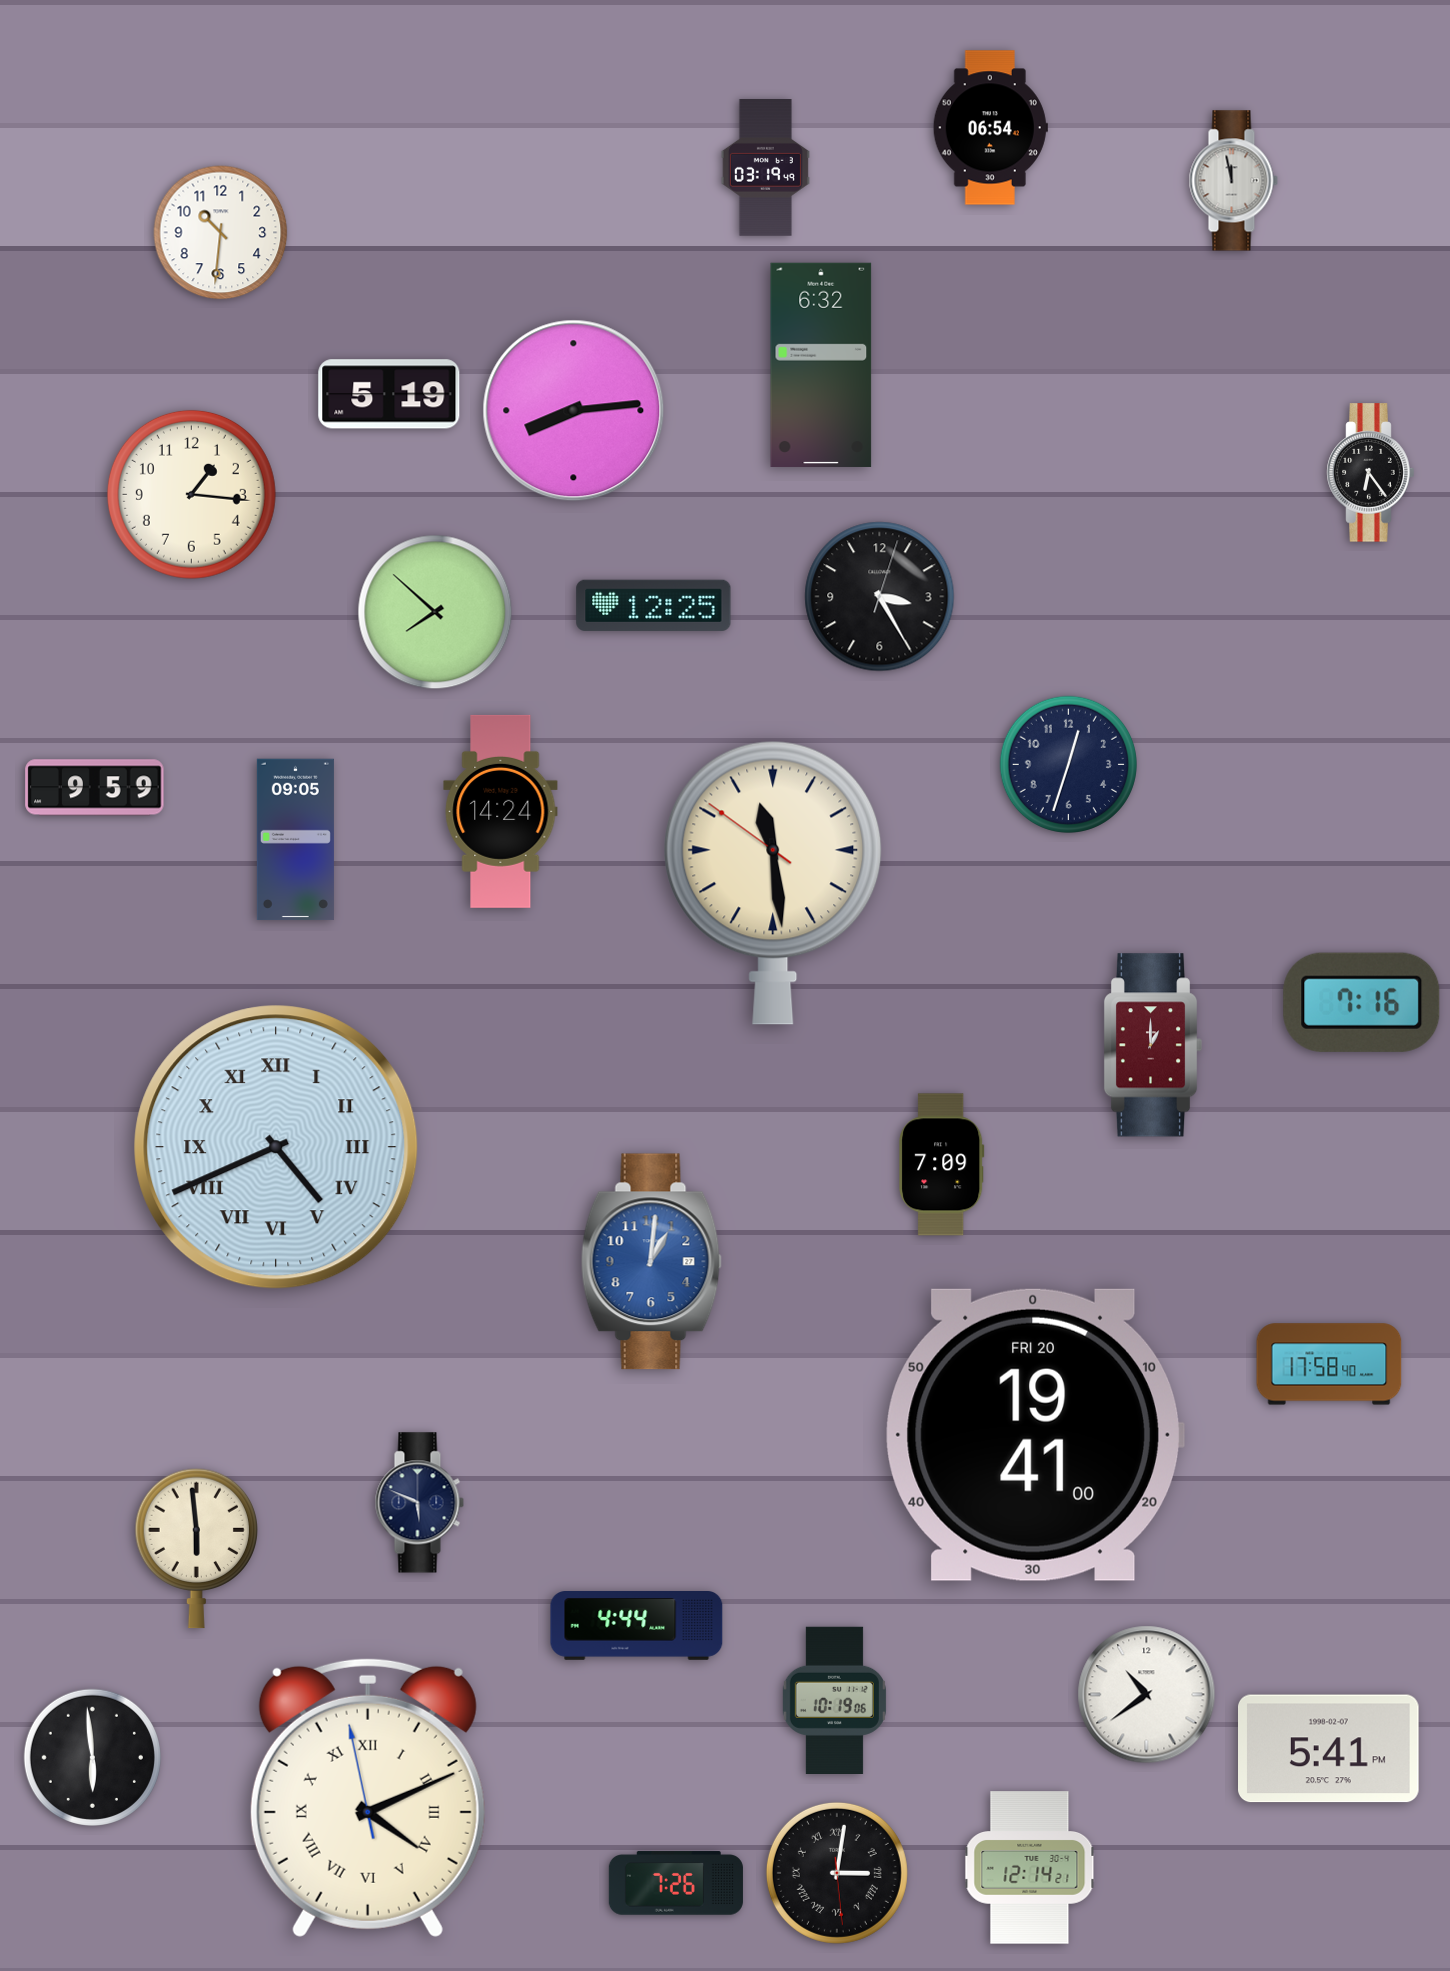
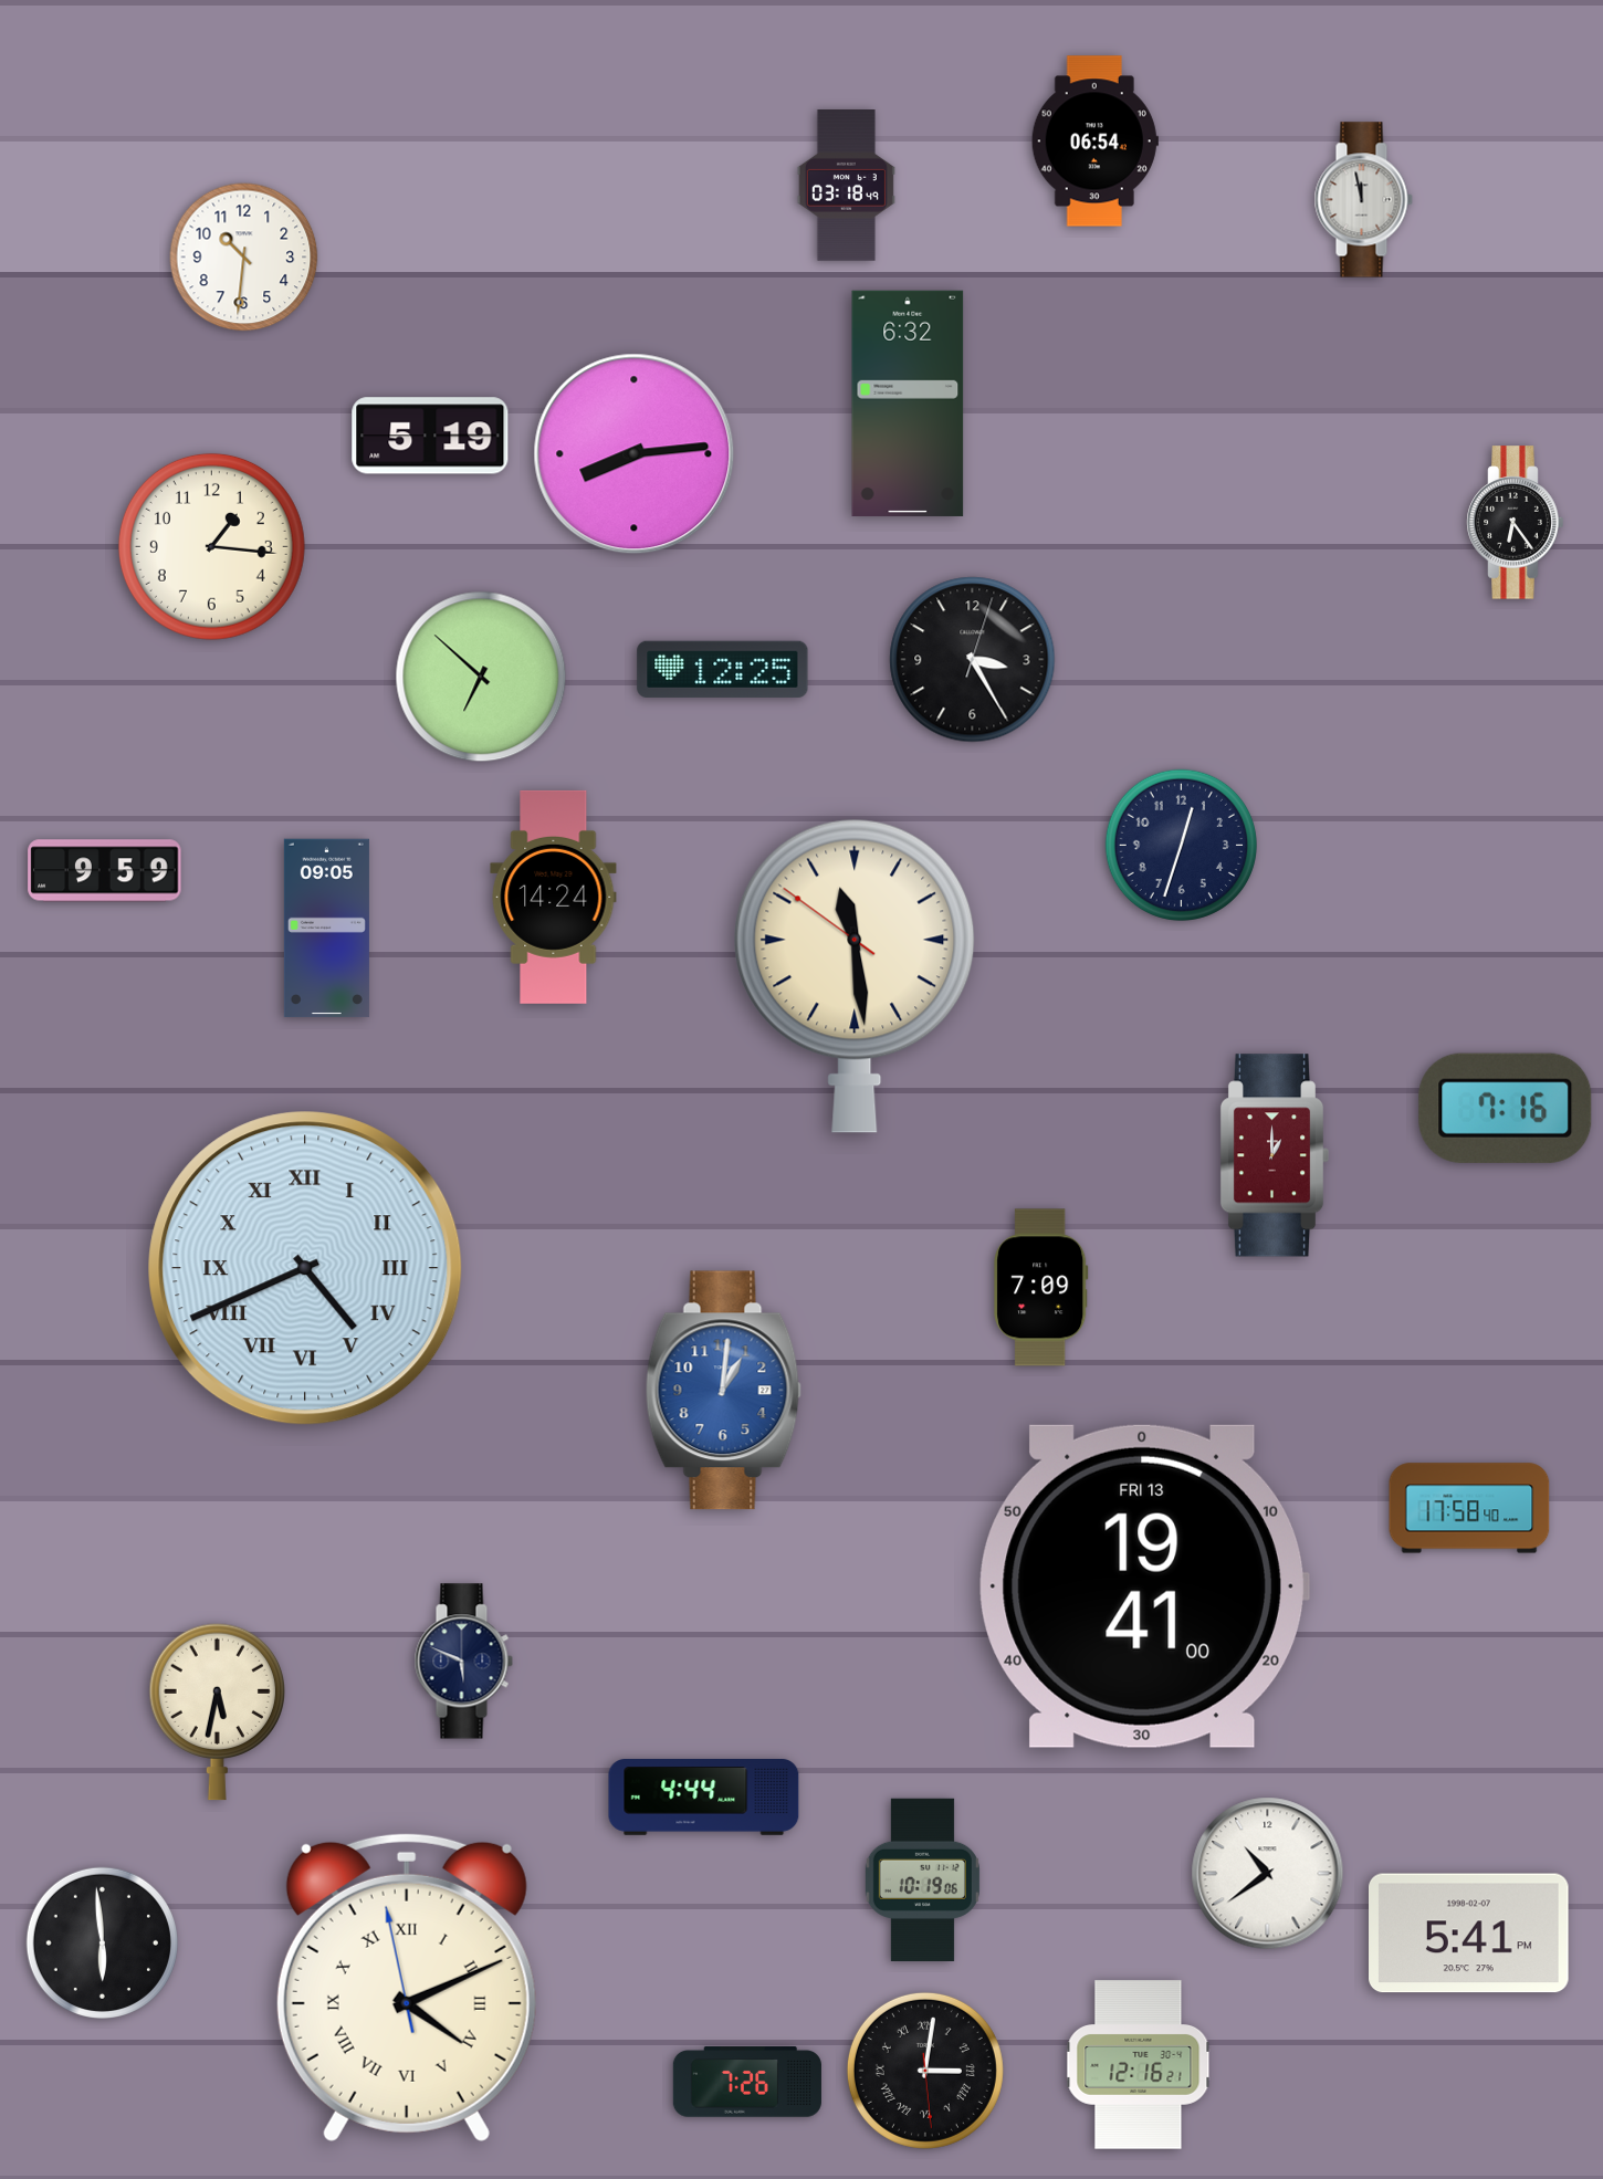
clock at (765, 168): 03:19 -> 03:18
clock at (435, 612): 7:52 -> 6:52
clock at (651, 1262) position: (651, 1262) -> (723, 1391)
clock at (1035, 1435) date: FRI 20 -> FRI 13
clock at (196, 1548): 5:59 -> 5:32
clock at (1030, 1868): 12:14 -> 12:16
